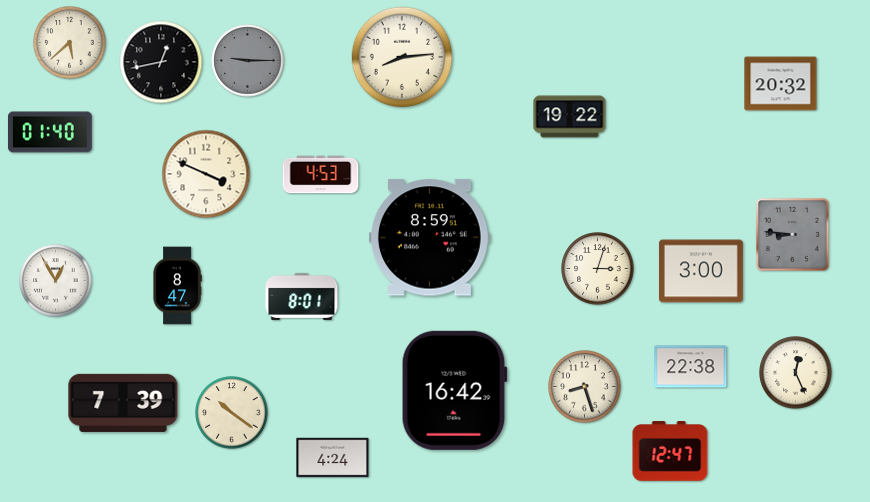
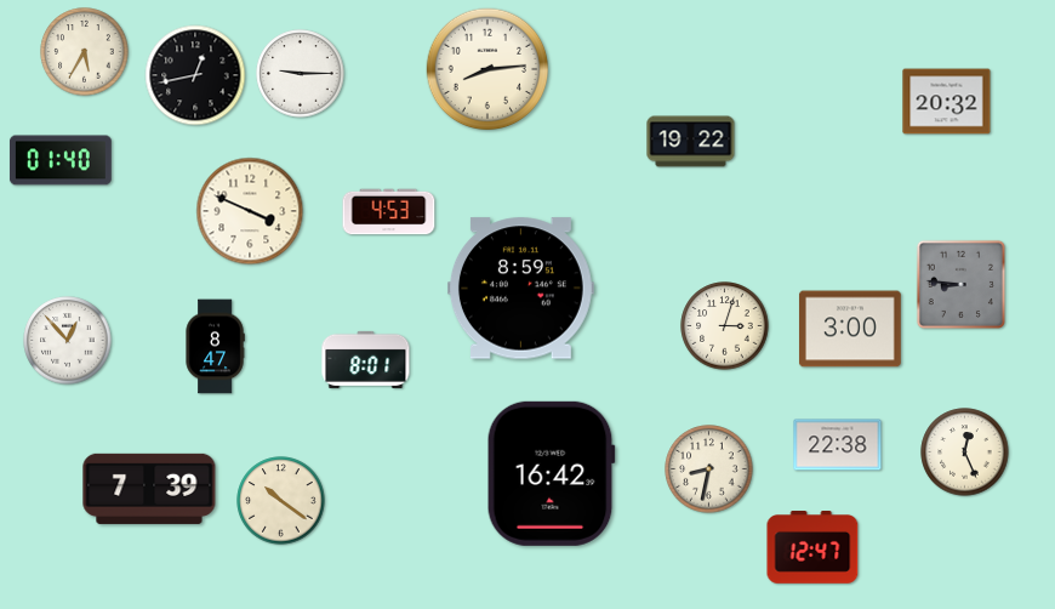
clock at (70, 43): 5:38 -> 5:35
clock at (248, 61) dial: grey -> white
clock at (56, 281): 12:55 -> 12:53
clock at (585, 387): 8:27 -> 8:32
clock at (333, 458): 4:24 -> none
